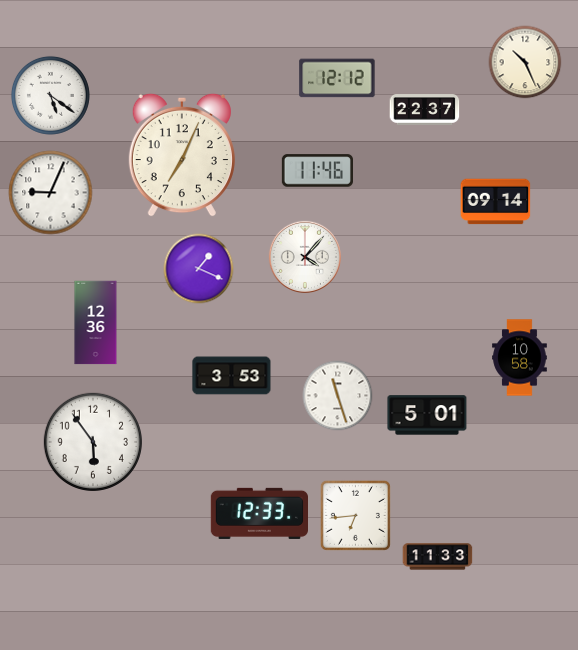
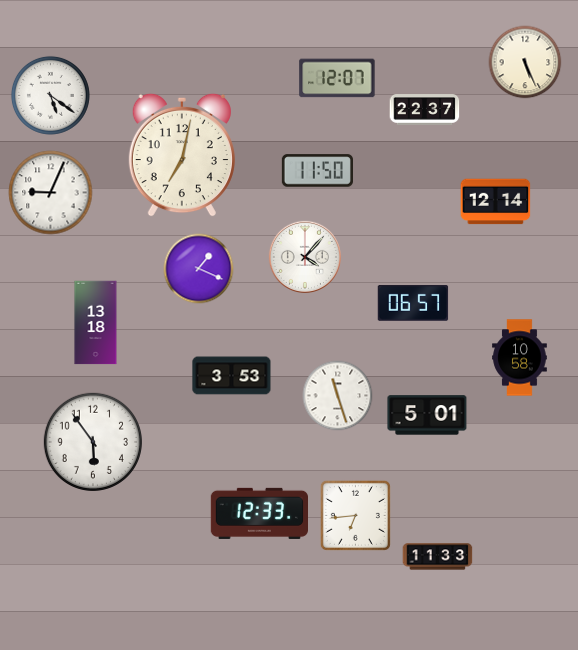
clock at (525, 62): 10:26 -> 5:26
clock at (337, 78): 12:12 -> 12:07
clock at (182, 155): 7:04 -> 7:02
clock at (317, 171): 11:46 -> 11:50
clock at (496, 202): 09:14 -> 12:14
clock at (413, 303): none -> 06:57
clock at (96, 323): 12:36 -> 13:18
